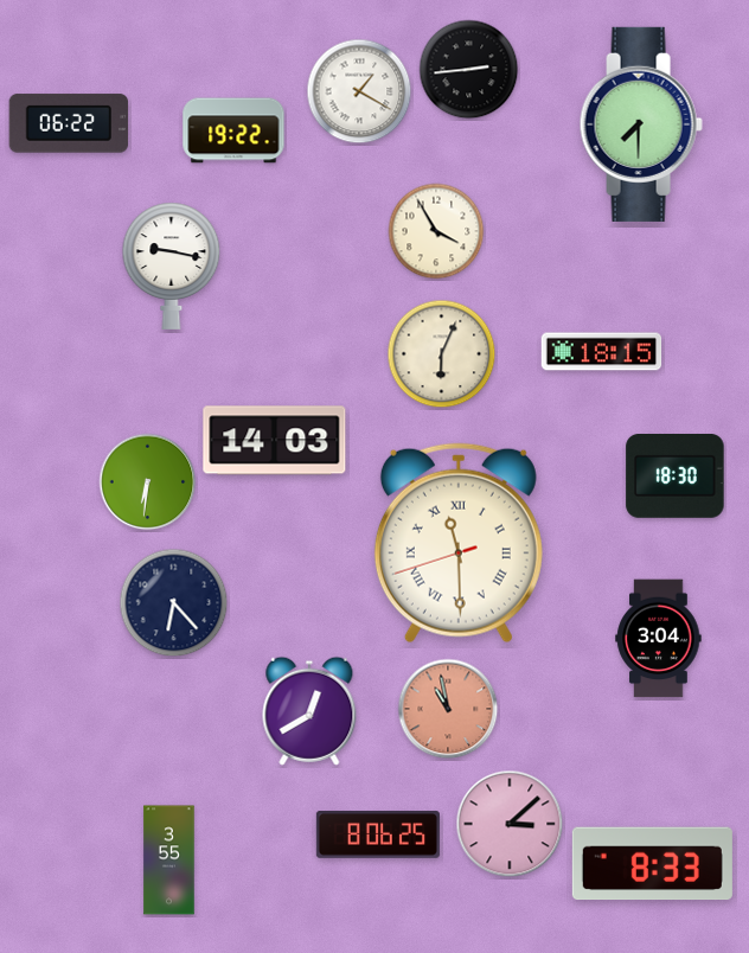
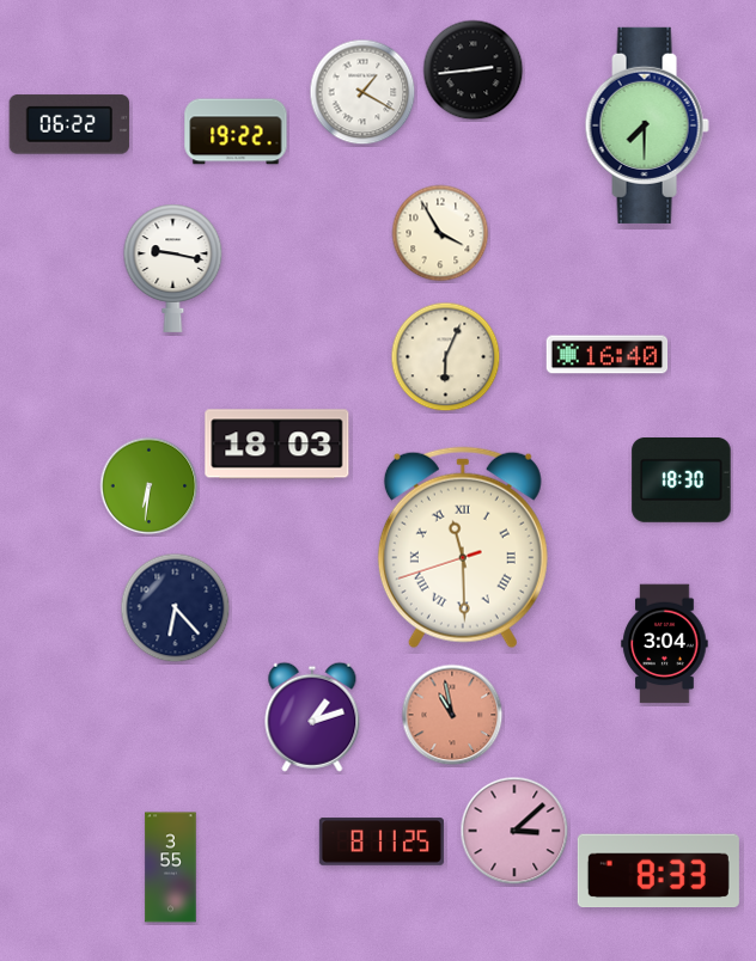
clock at (602, 352): 18:15 -> 16:40
clock at (275, 441): 14:03 -> 18:03
clock at (309, 711): 12:40 -> 1:12
clock at (378, 834): 8:06 -> 8:11
